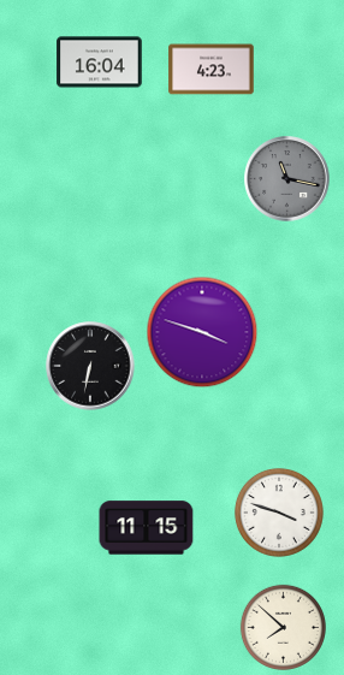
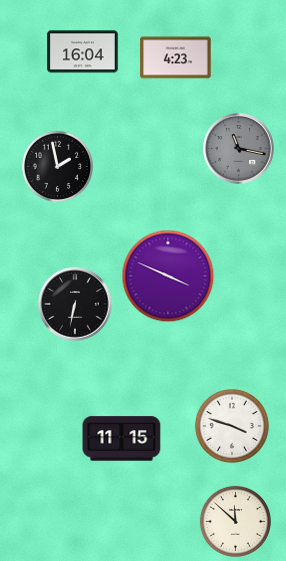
clock at (57, 166): none -> 1:58
clock at (202, 332): 3:48 -> 3:49
clock at (283, 627): 7:52 -> 11:52
